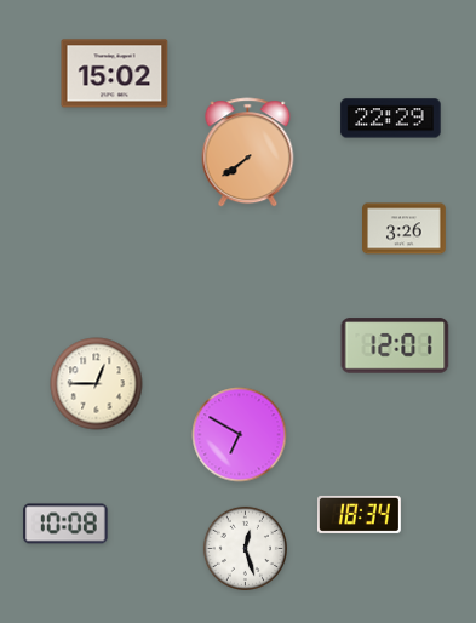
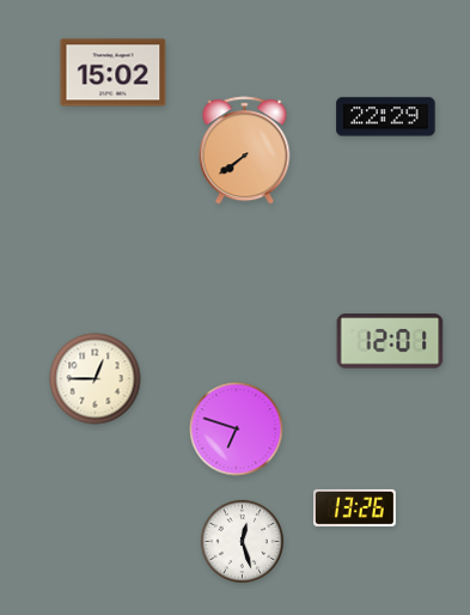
clock at (405, 229): 3:26 -> none
clock at (240, 435): 6:50 -> 6:48
clock at (360, 514): 18:34 -> 13:26
clock at (65, 524): 10:08 -> none
